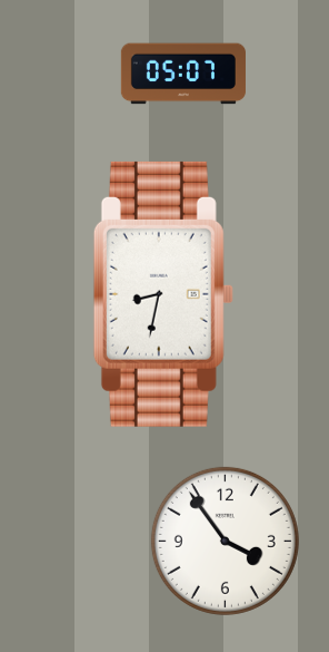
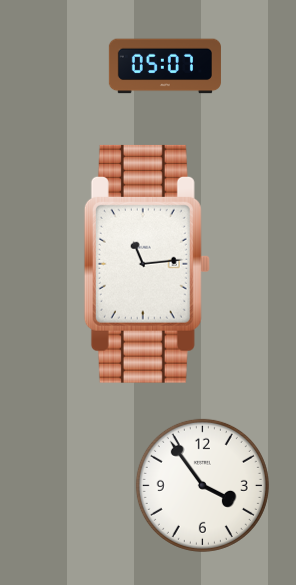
clock at (163, 294): 8:32 -> 11:14
